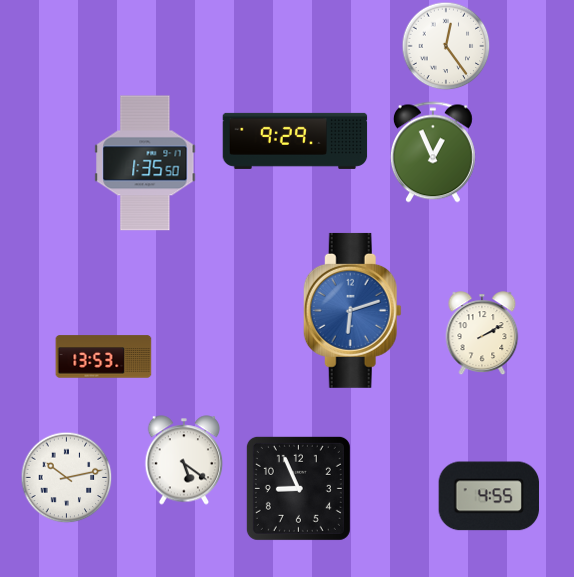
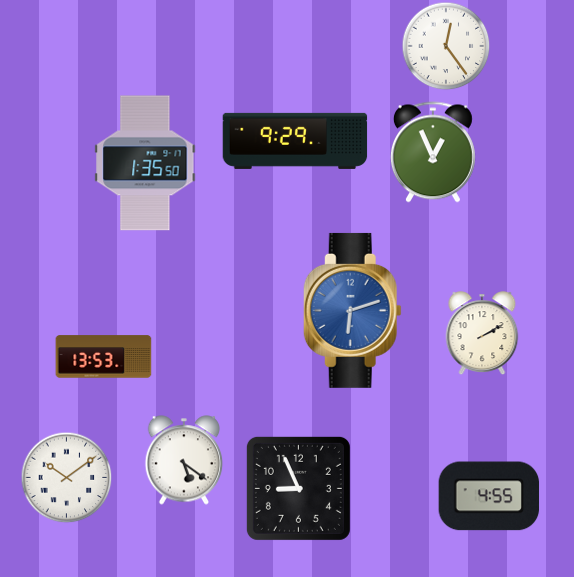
clock at (66, 477): 10:13 -> 10:09
